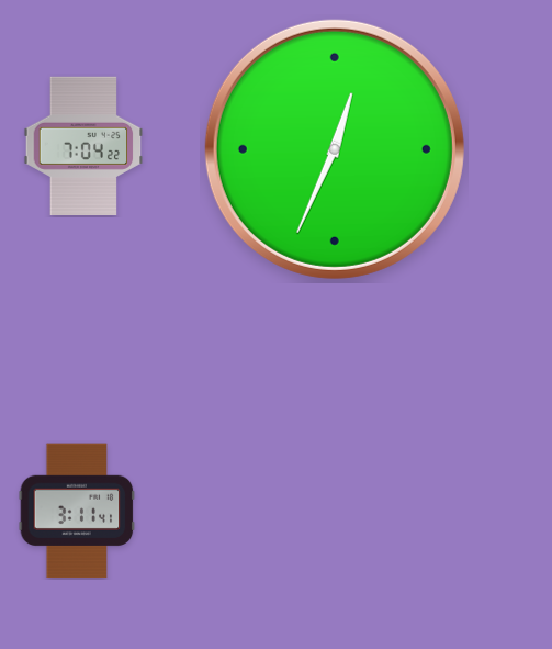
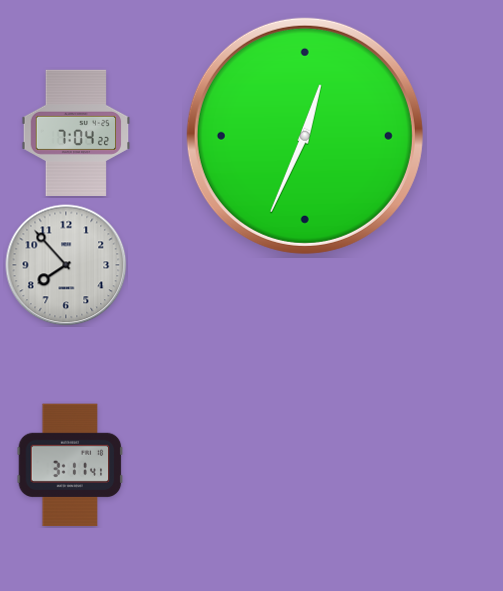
clock at (66, 265): none -> 7:53
